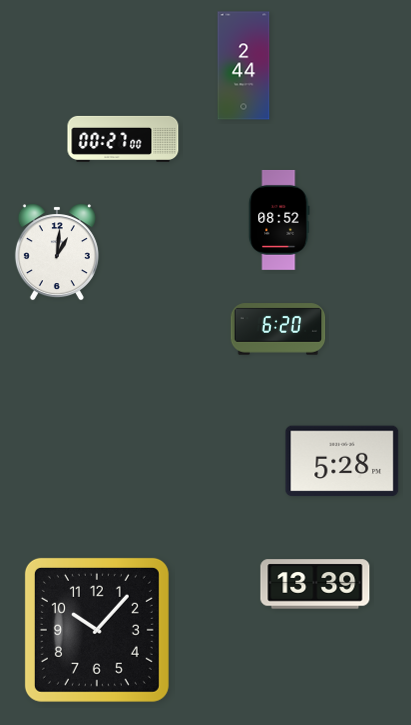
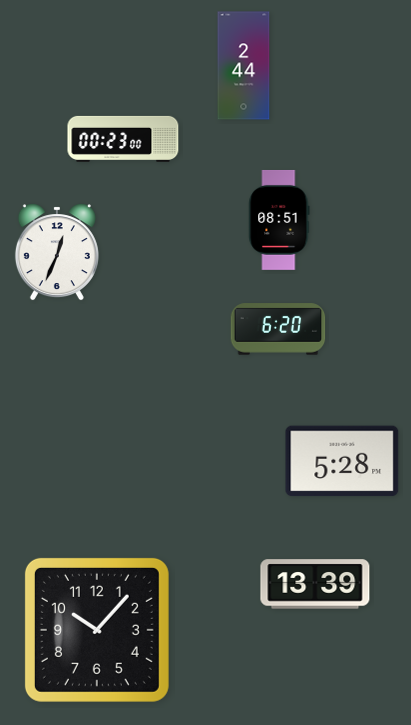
clock at (123, 139): 00:27 -> 00:23
clock at (279, 220): 08:52 -> 08:51
clock at (57, 252): 1:01 -> 12:34
